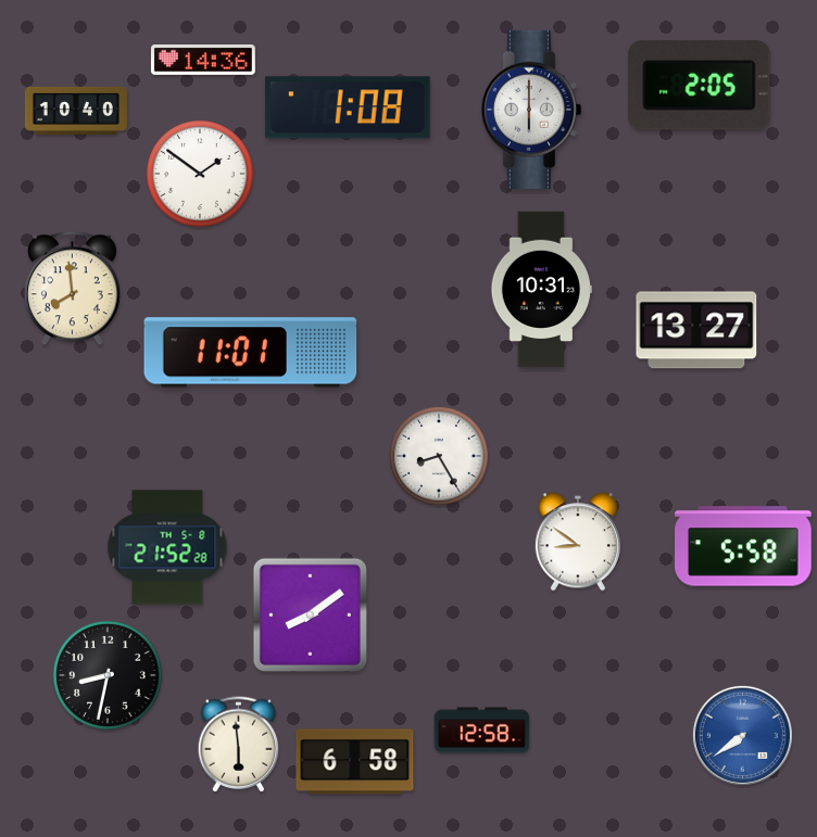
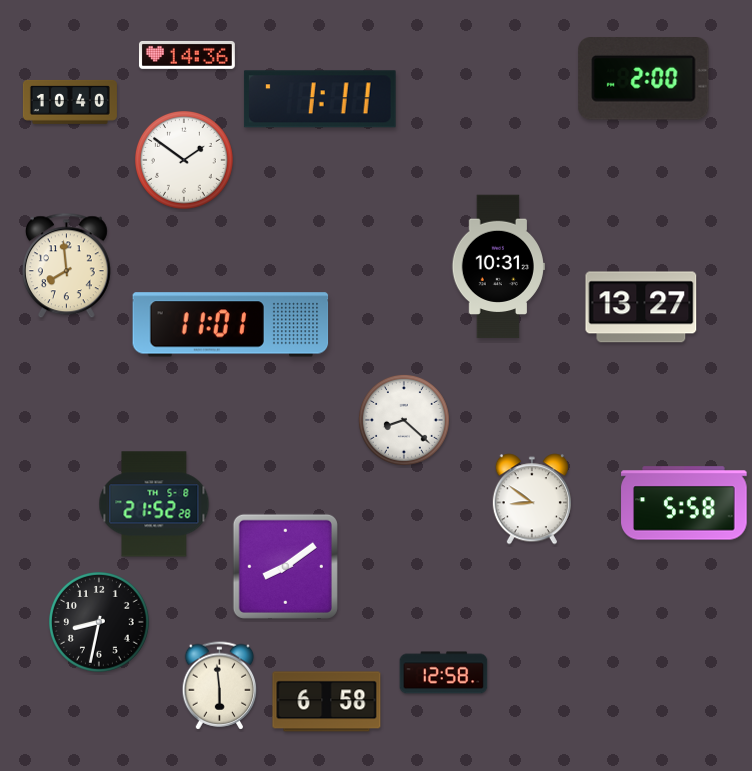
clock at (700, 86): 2:05 -> 2:00
clock at (348, 107): 1:08 -> 1:11
clock at (531, 110): 6:00 -> none
clock at (696, 330) position: (696, 330) -> (641, 307)
clock at (439, 456): 8:25 -> 8:22
clock at (742, 735): 7:39 -> none
